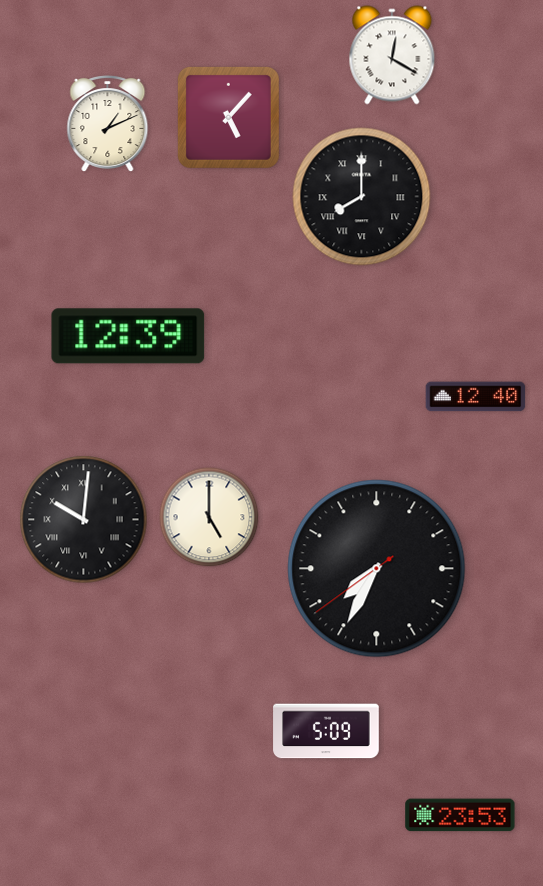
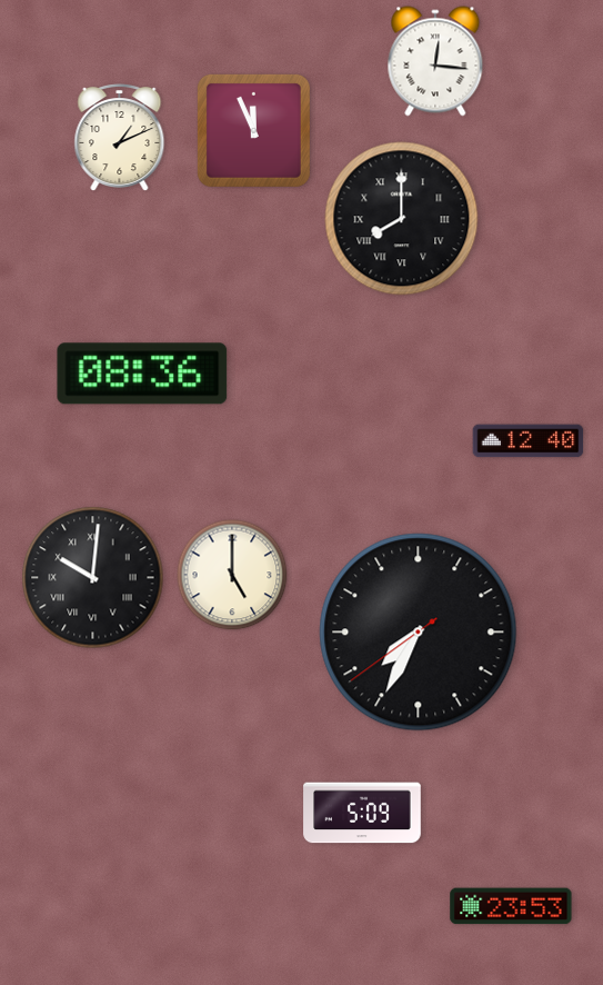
clock at (392, 55): 12:20 -> 12:16
clock at (228, 117): 5:07 -> 11:56
clock at (128, 336): 12:39 -> 08:36
